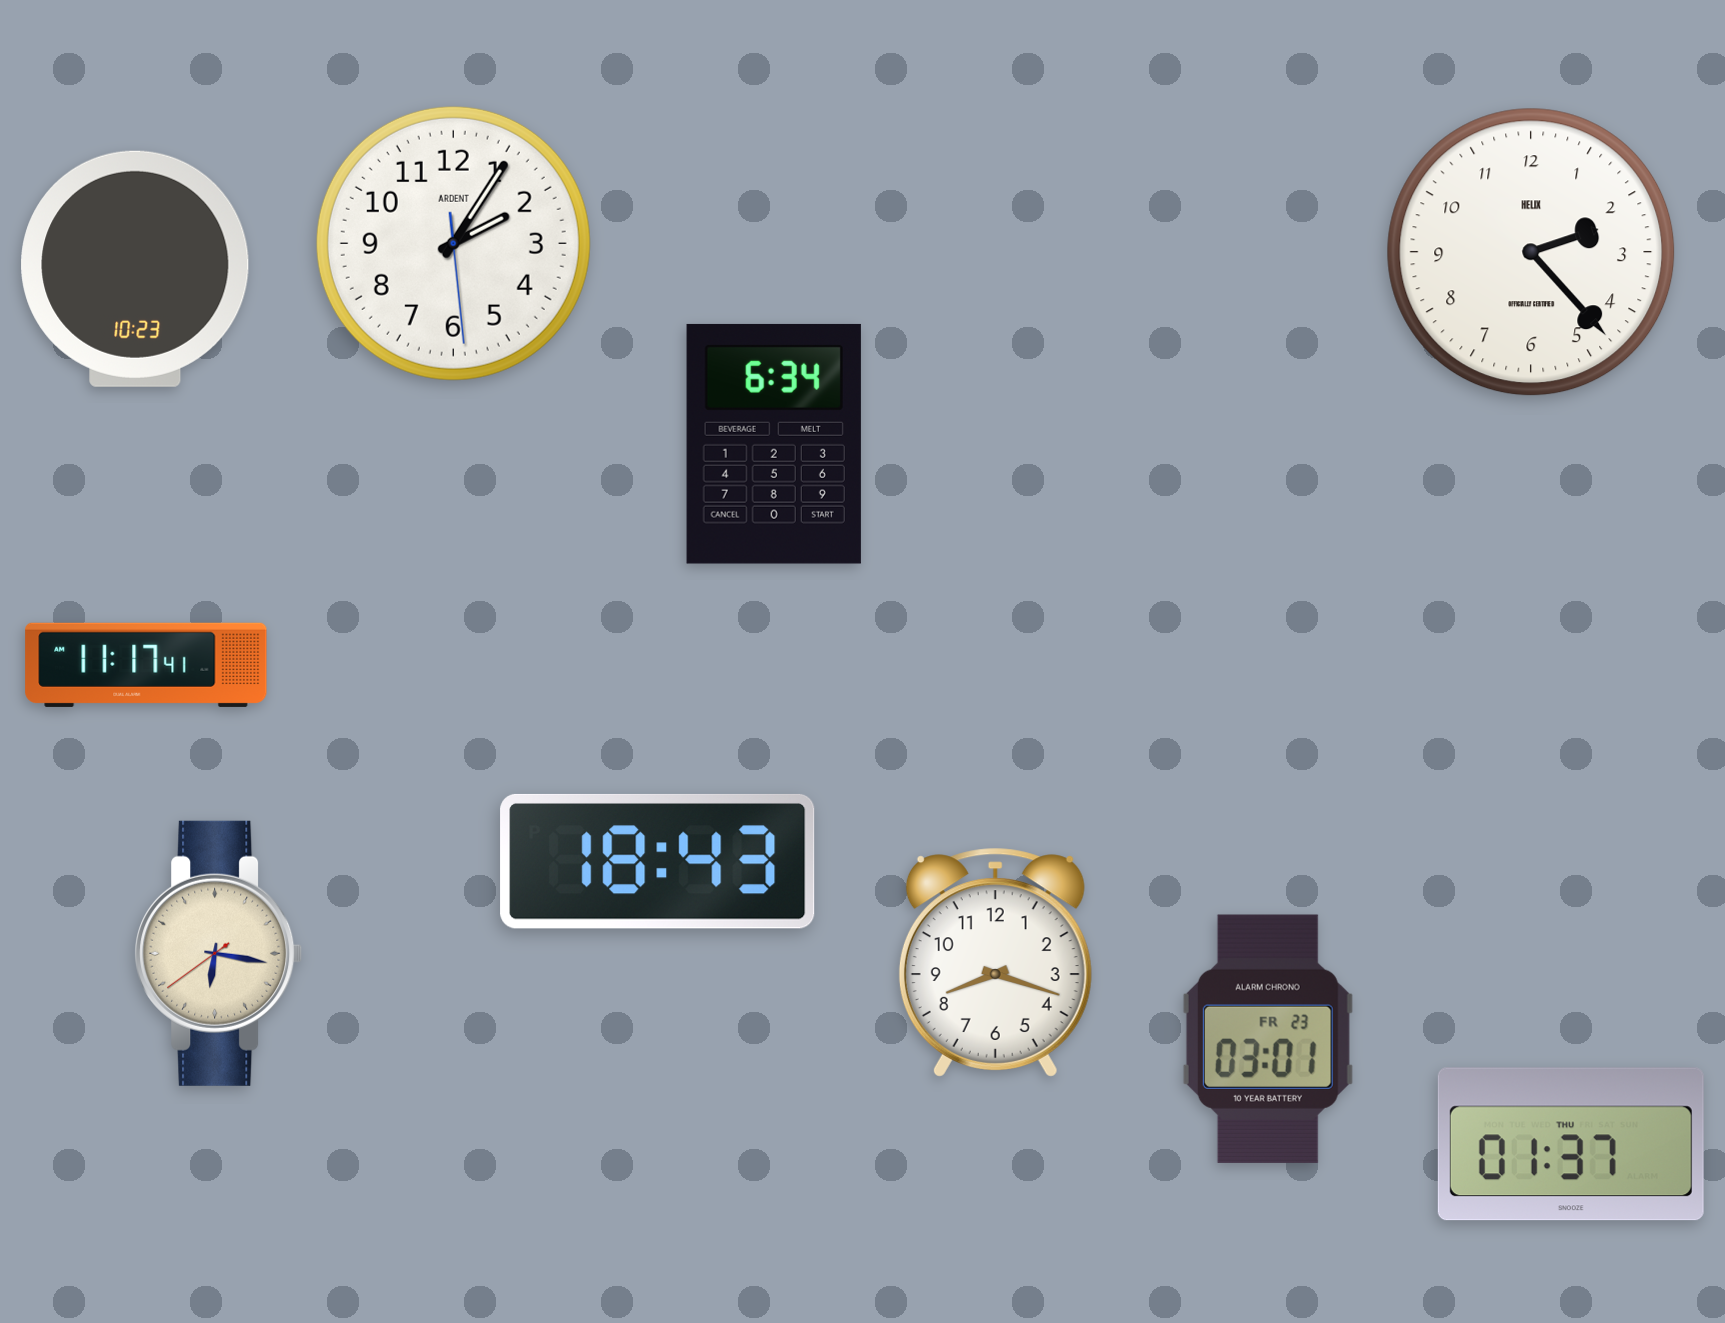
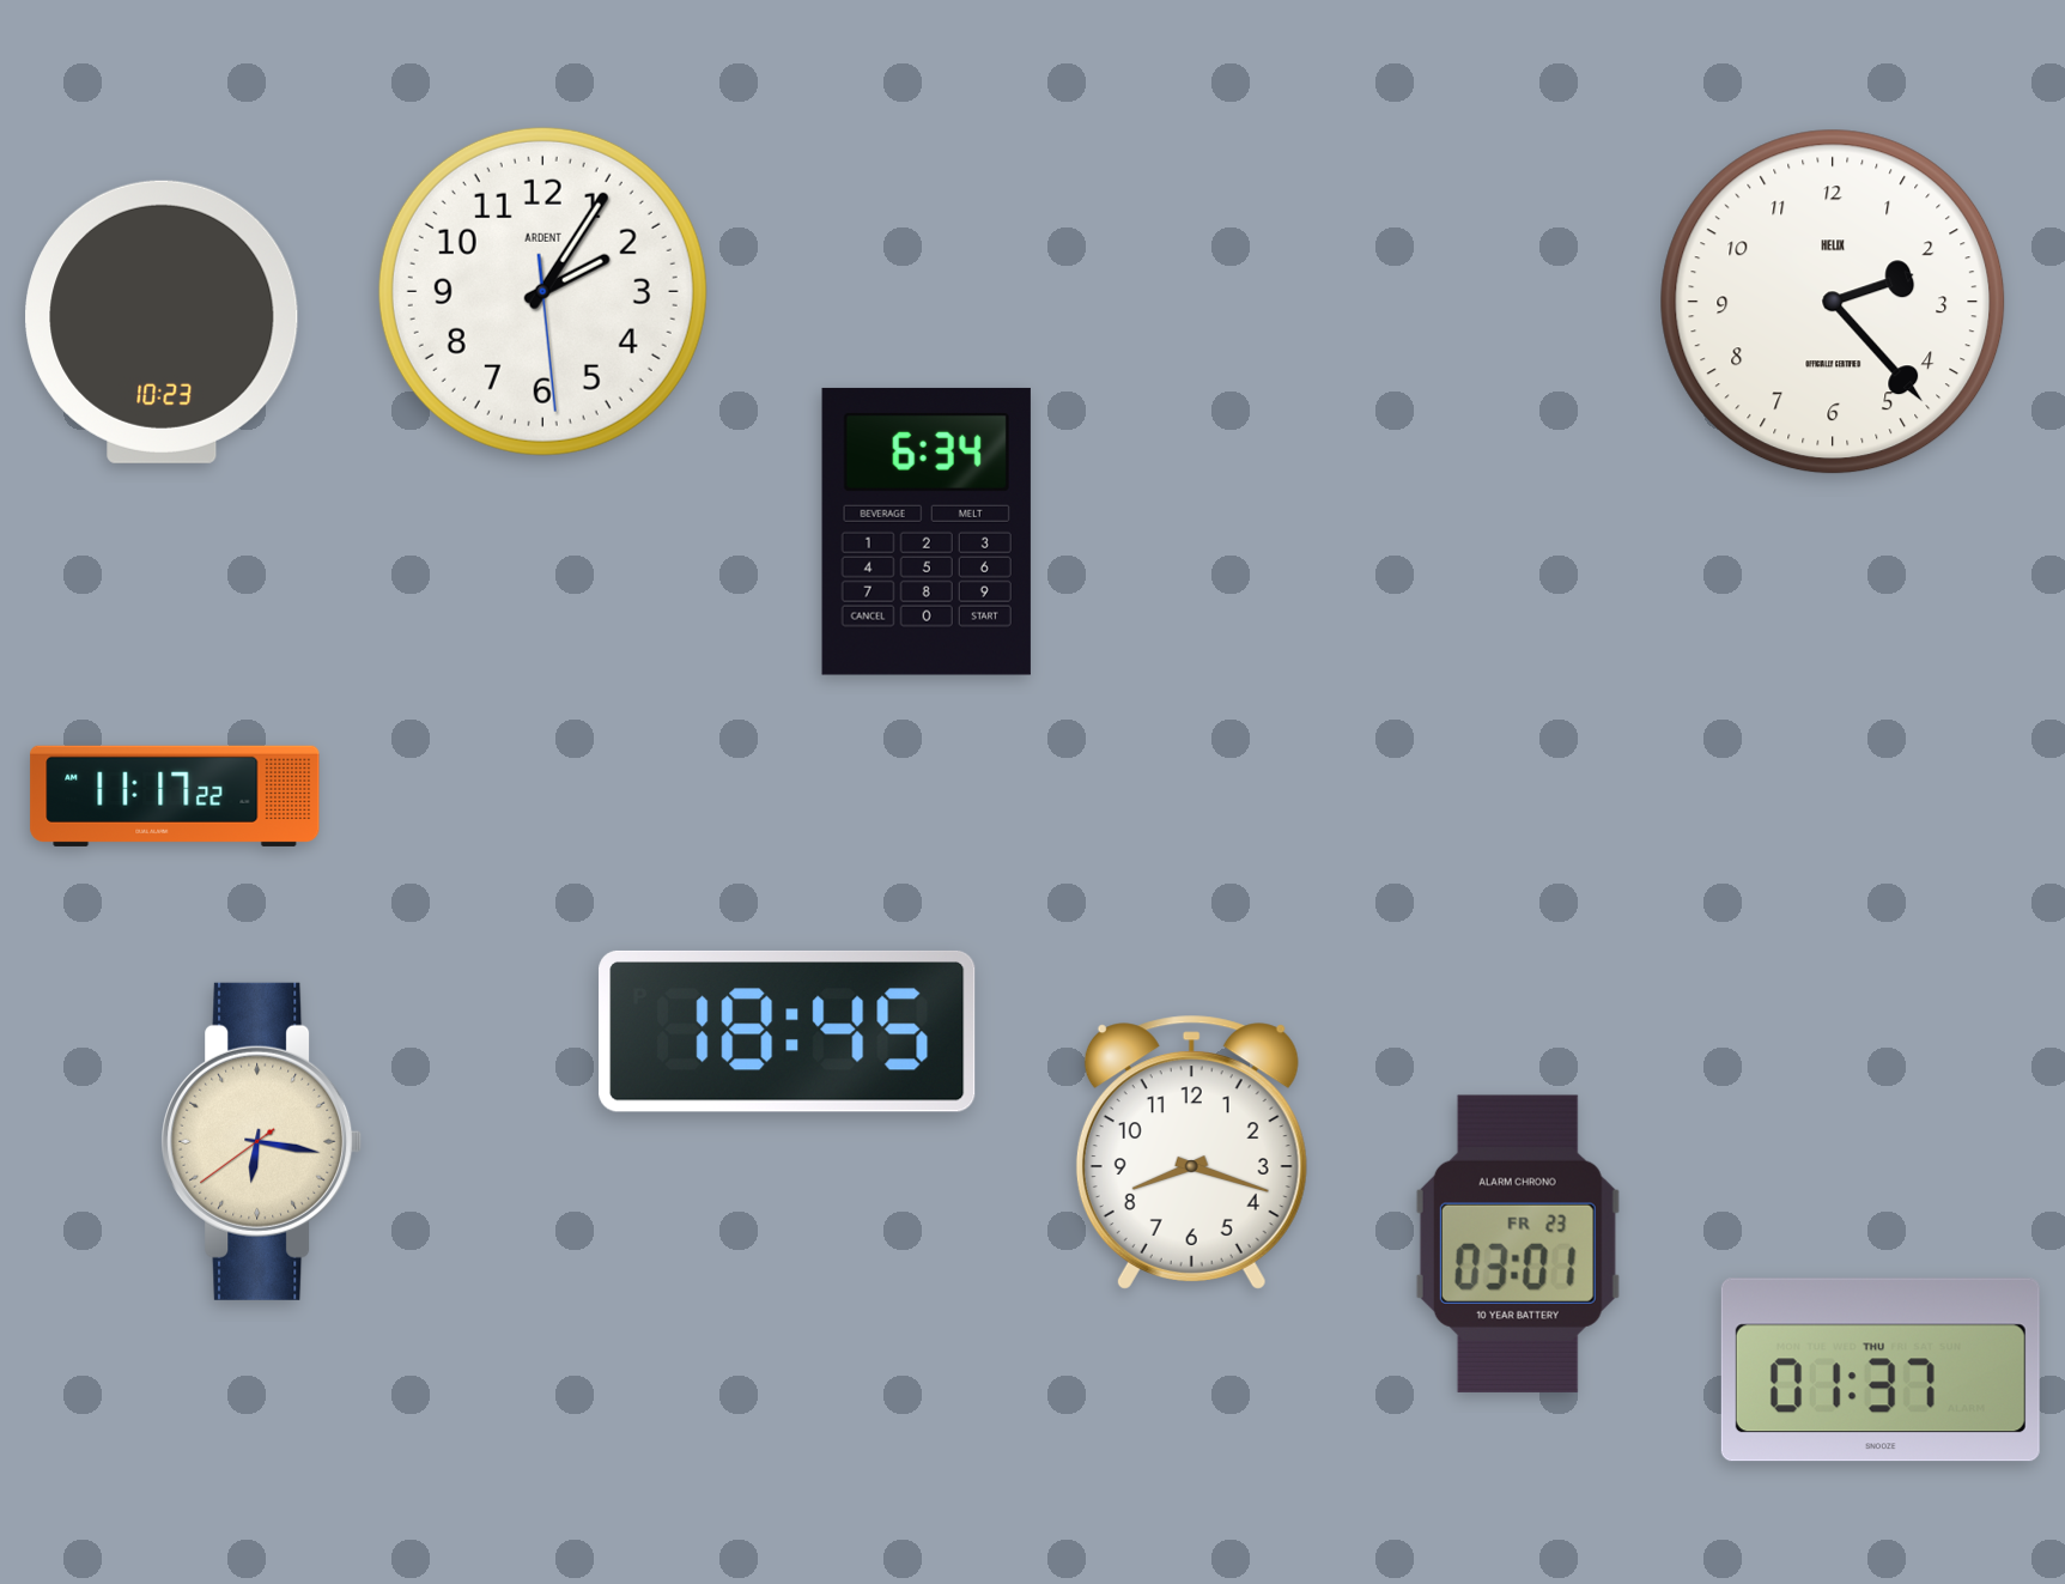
clock at (146, 665): 11:17:41 -> 11:17:22
clock at (658, 861): 18:43 -> 18:45
